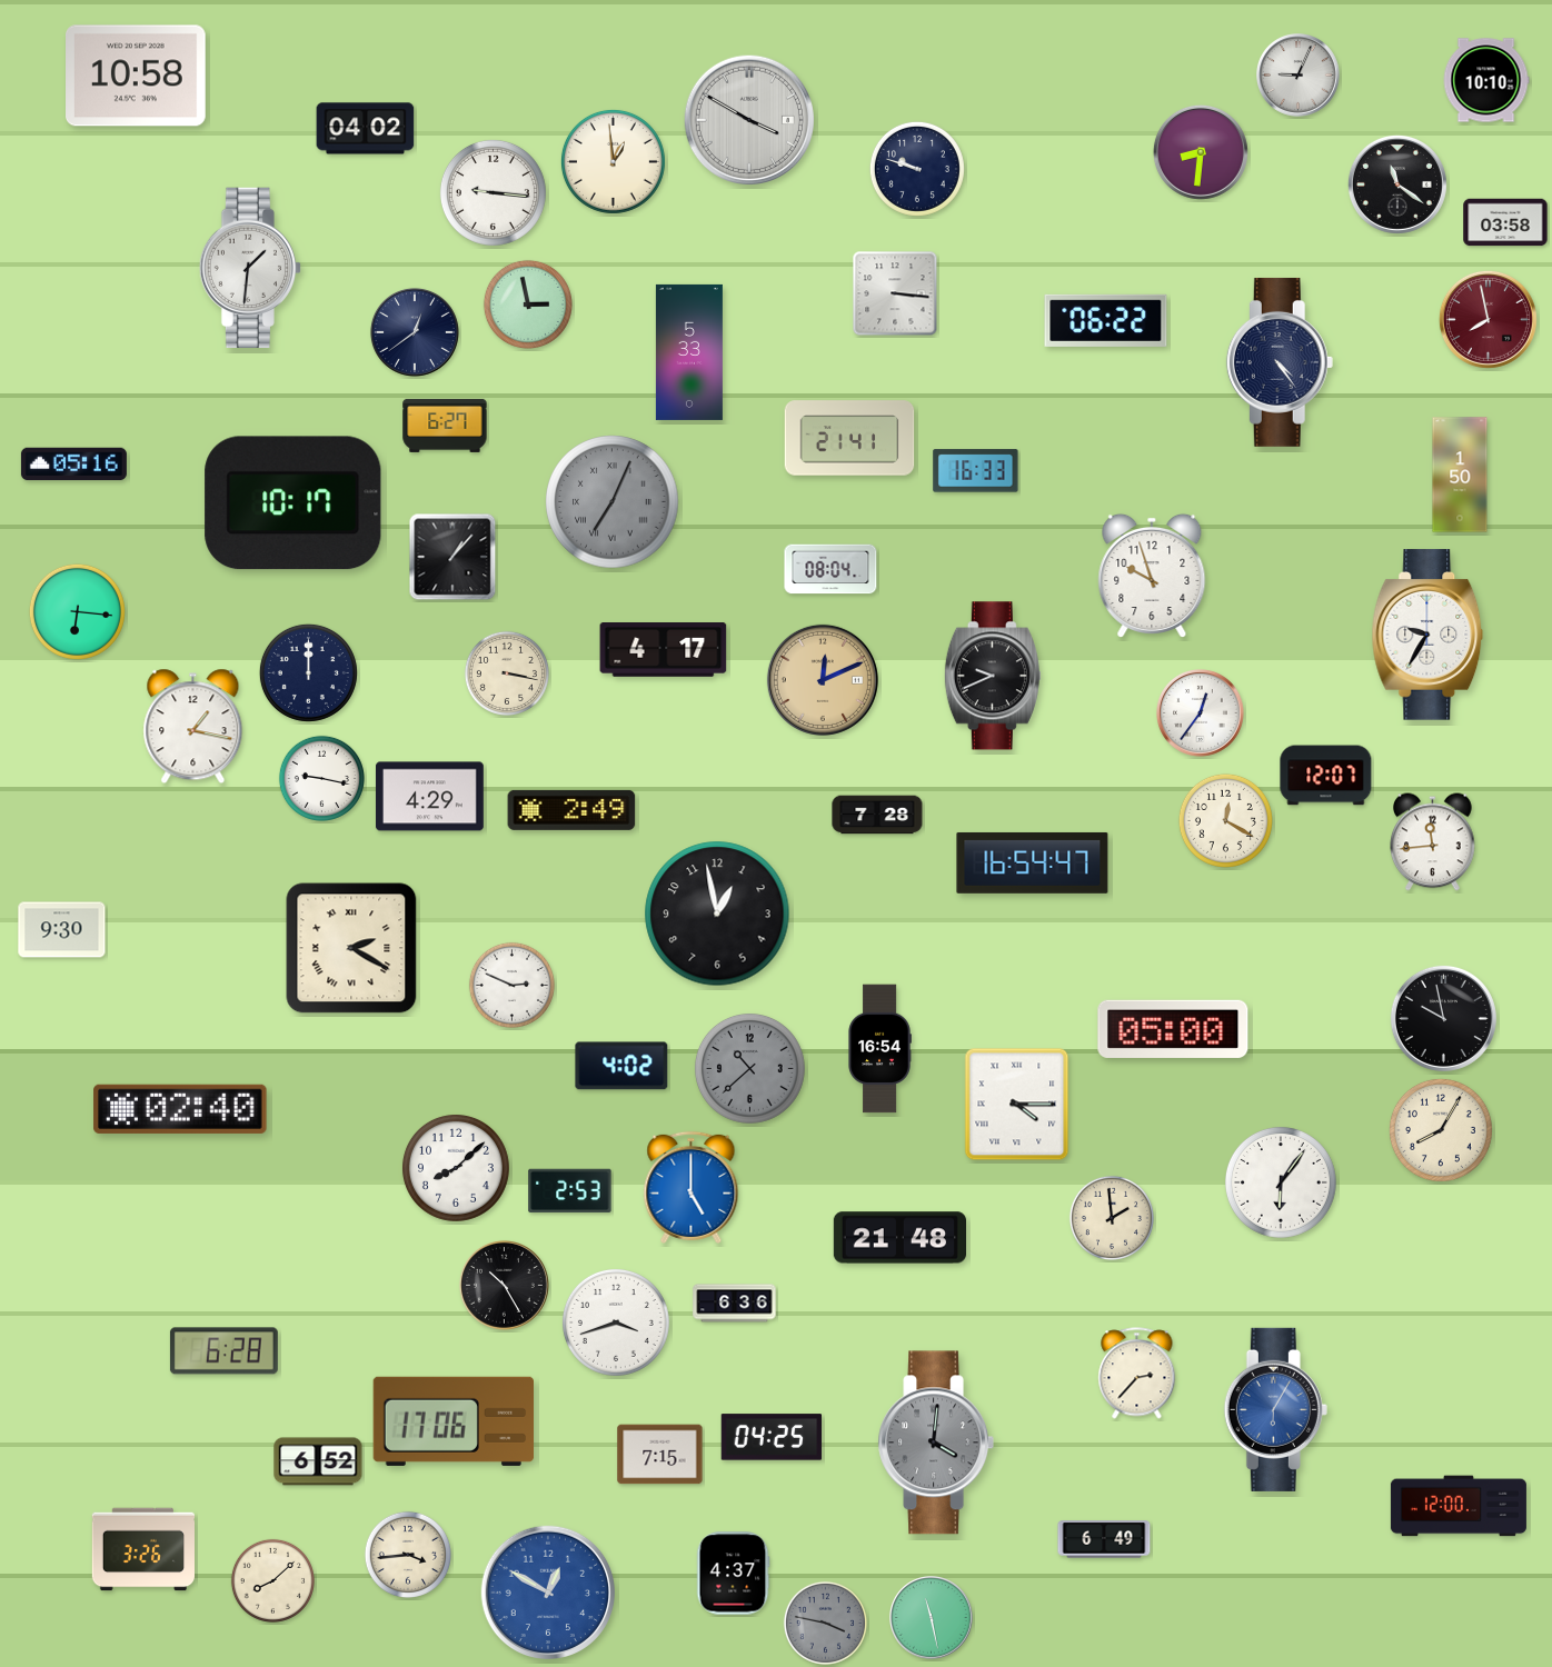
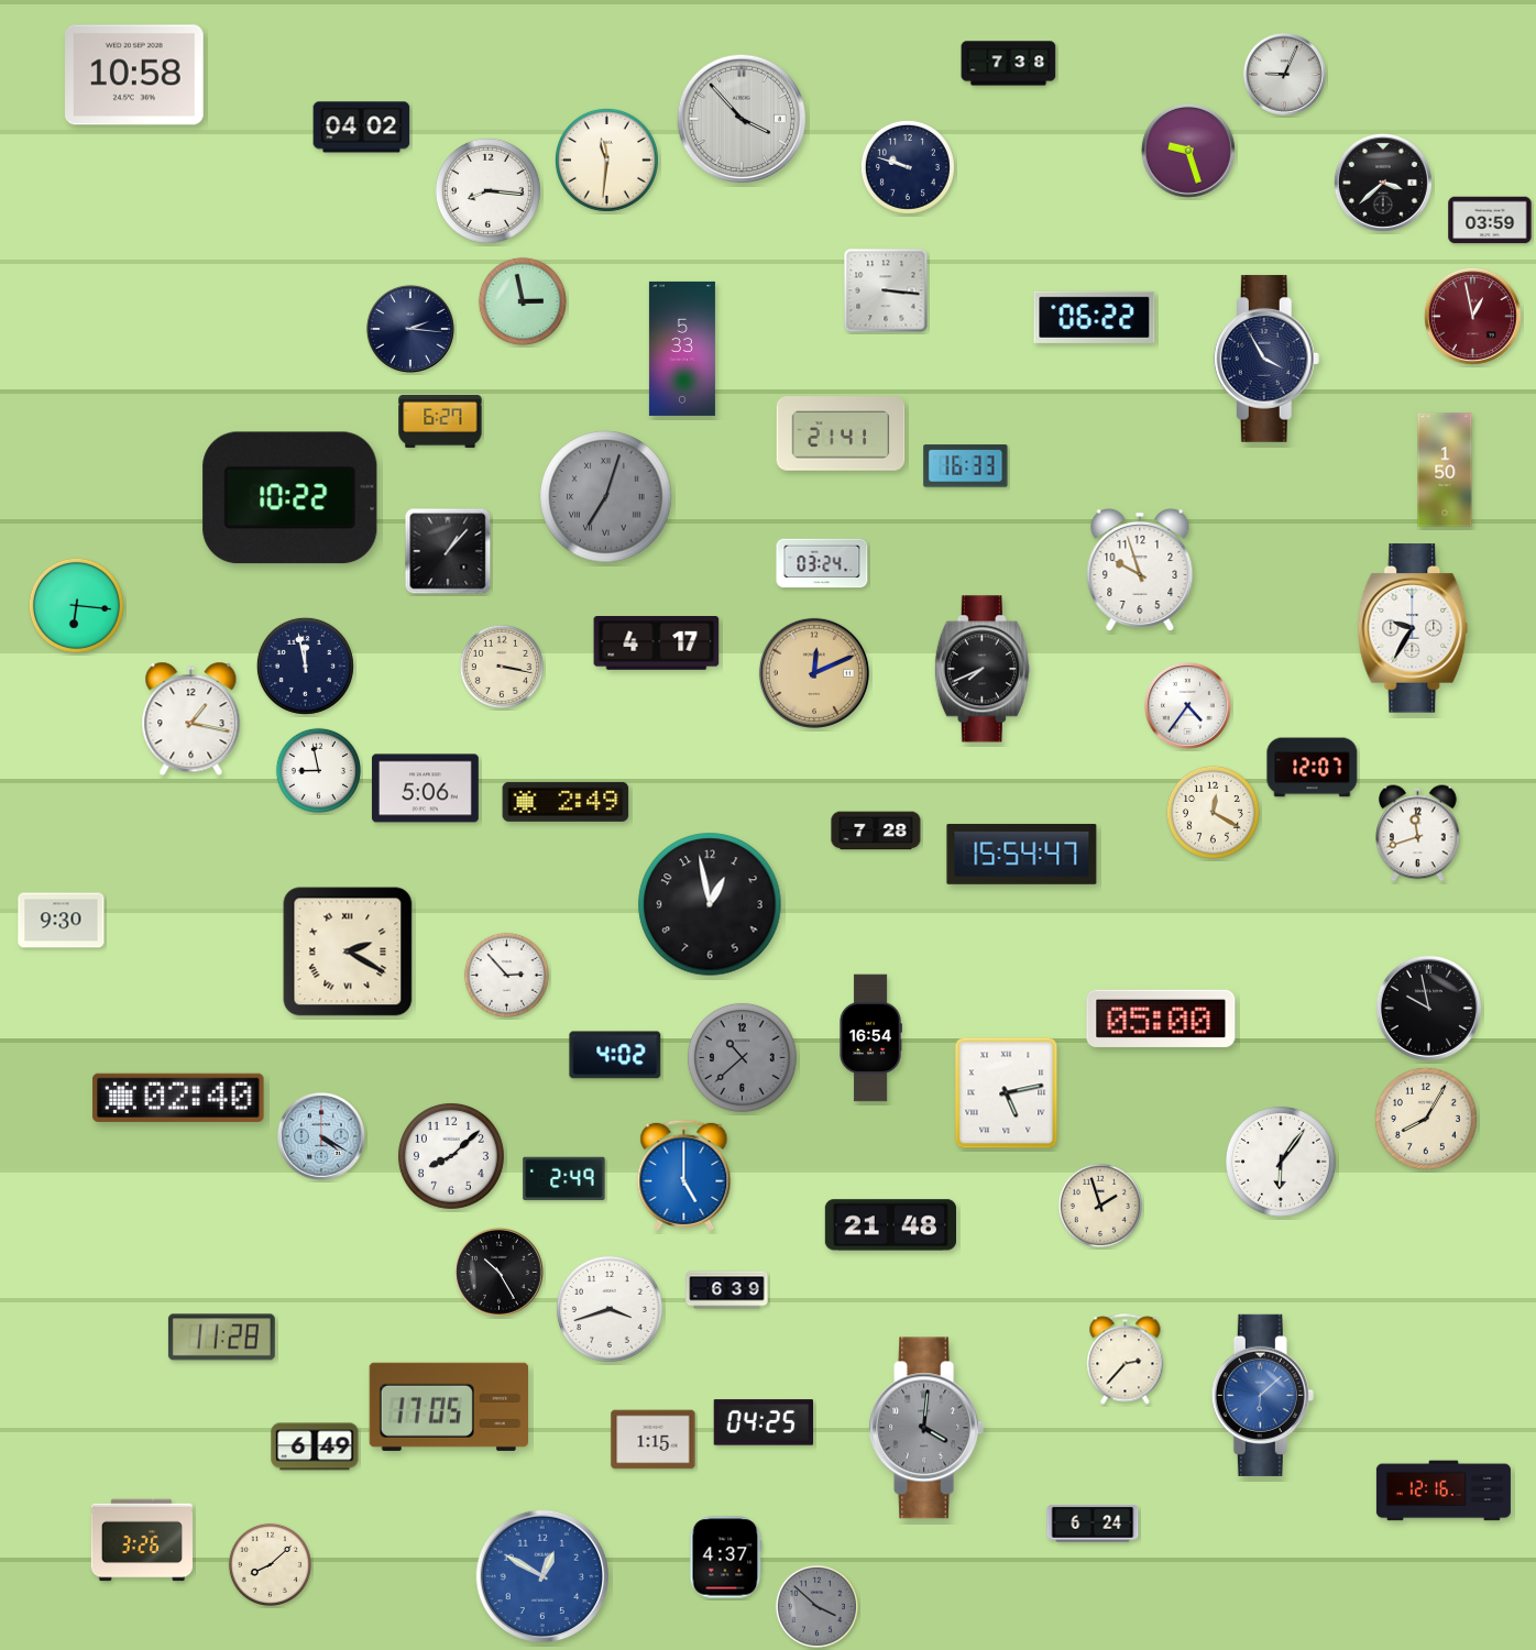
clock at (1009, 64): none -> 7:38
clock at (1486, 80): 10:10 -> none
clock at (748, 119): 3:50 -> 3:53
clock at (1201, 152): 8:31 -> 9:27
clock at (613, 161): 12:59 -> 11:31
clock at (1397, 184): 11:21 -> 3:38
clock at (493, 192): 9:16 -> 8:16
clock at (1505, 222): 03:58 -> 03:59
clock at (249, 268): 1:31 -> none
clock at (1488, 319): 7:58 -> 12:58
clock at (415, 332): 12:39 -> 2:16
clock at (1280, 362): 4:24 -> 3:55
clock at (73, 465): 05:16 -> none
clock at (613, 502): 7:04 -> 7:03
clock at (294, 503): 10:17 -> 10:22
clock at (830, 569): 08:04 -> 03:24
clock at (308, 672): 12:00 -> 11:58
clock at (993, 676): 9:41 -> 7:41
clock at (1201, 713): 12:36 -> 4:36
clock at (321, 778): 9:17 -> 8:58
clock at (429, 797): 4:29 -> 5:06
clock at (877, 815) position: (877, 815) -> (876, 831)
clock at (1433, 842): 11:44 -> 11:42
clock at (1033, 862): 16:54 -> 15:54
clock at (351, 948) position: (351, 948) -> (348, 952)
clock at (511, 985): 2:49 -> 2:53
clock at (1017, 1105): 4:15 -> 5:13
clock at (321, 1136): none -> 4:20
clock at (1281, 1182) position: (1281, 1182) -> (1281, 1162)
clock at (570, 1191): 2:53 -> 2:49
clock at (1112, 1218): 1:59 -> 1:57
clock at (735, 1304): 6:36 -> 6:39
clock at (223, 1351): 6:28 -> 11:28
clock at (1275, 1409): 6:05 -> 6:08
clock at (452, 1421): 17:06 -> 17:05
clock at (660, 1455): 7:15 -> 1:15
clock at (318, 1461): 6:52 -> 6:49
clock at (1459, 1506): 12:00 -> 12:16
clock at (1104, 1539): 6:49 -> 6:24
clock at (142, 1549) position: (142, 1549) -> (141, 1540)
clock at (408, 1555): 3:44 -> none
clock at (932, 1618): 11:28 -> none
clock at (825, 1623): 3:47 -> 3:52
